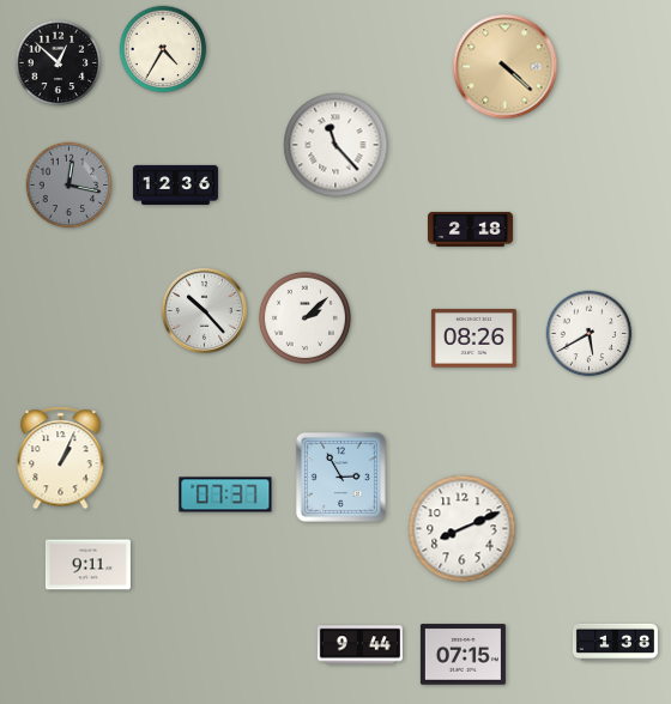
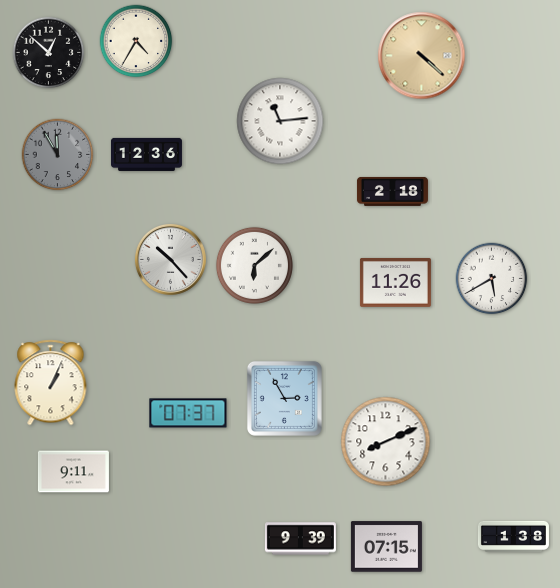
clock at (335, 145): 11:23 -> 11:14
clock at (69, 186): 12:17 -> 11:55
clock at (304, 317): 2:08 -> 6:08
clock at (473, 338): 08:26 -> 11:26
clock at (359, 645): 9:44 -> 9:39
